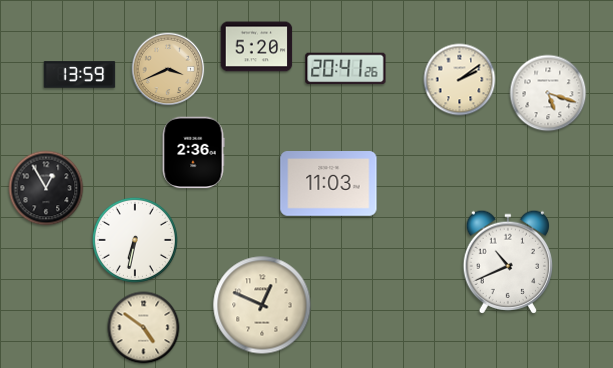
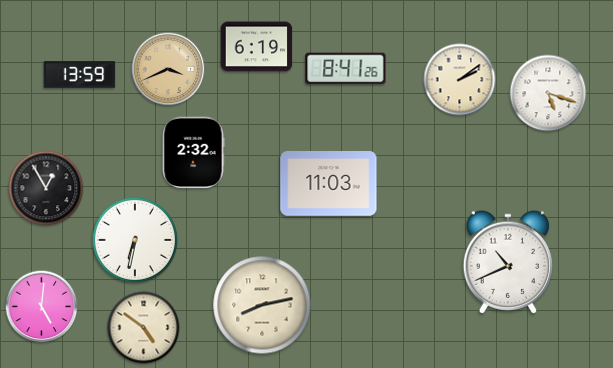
clock at (257, 47): 5:20 -> 6:19
clock at (346, 69): 20:41 -> 8:41
clock at (193, 153): 2:36 -> 2:32
clock at (262, 305): 12:49 -> 8:13
clock at (42, 307): none -> 5:01
